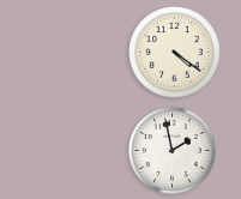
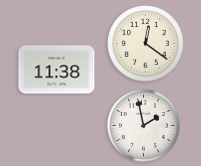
clock at (175, 53): 4:21 -> 12:21
clock at (57, 70): none -> 11:38
